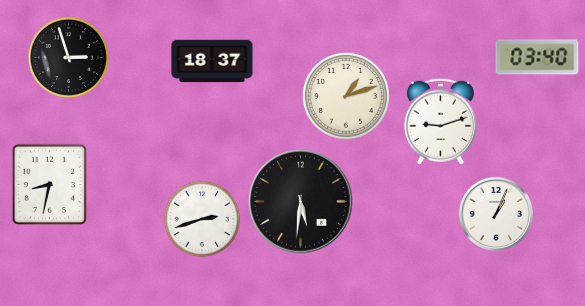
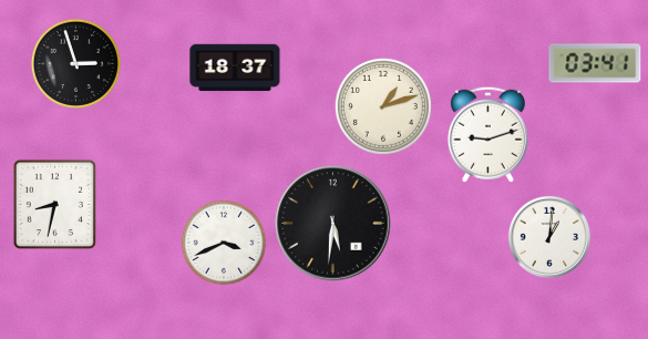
clock at (537, 57): 03:40 -> 03:41
clock at (496, 214): 1:04 -> 1:01
clock at (202, 219): 2:42 -> 3:41
